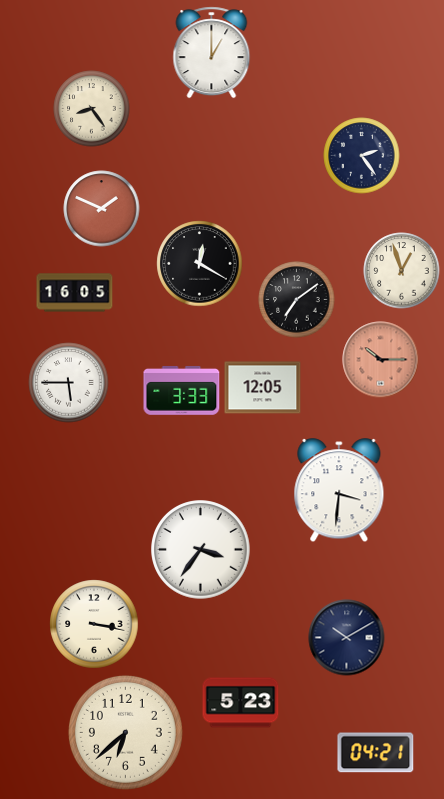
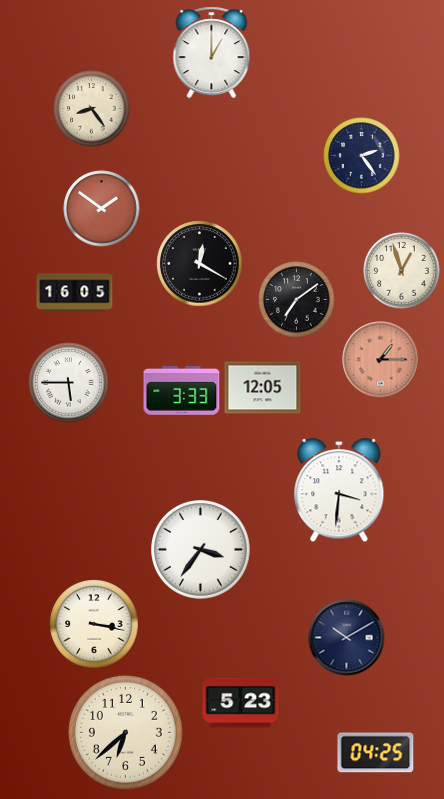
clock at (102, 209): 1:49 -> 1:51
clock at (381, 360): 10:15 -> 1:15
clock at (376, 753): 04:21 -> 04:25
